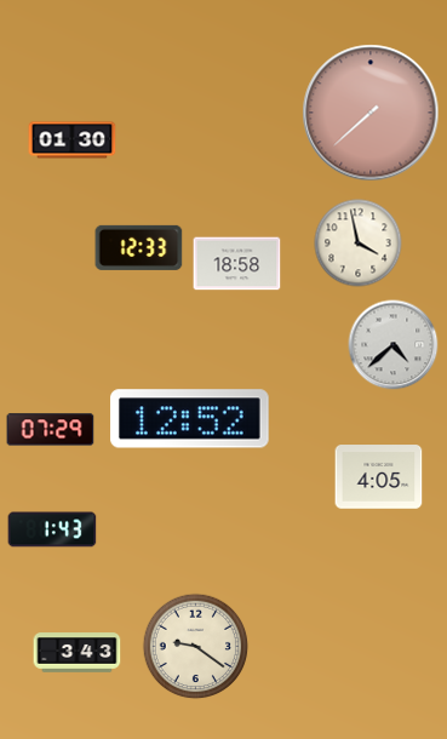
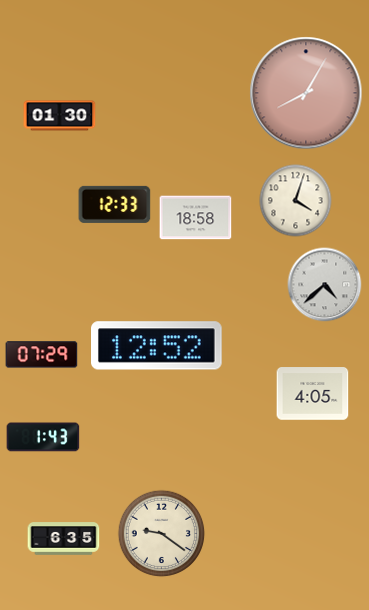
clock at (371, 113): 7:38 -> 8:05
clock at (359, 244): 3:58 -> 4:03
clock at (78, 653): 3:43 -> 6:35
